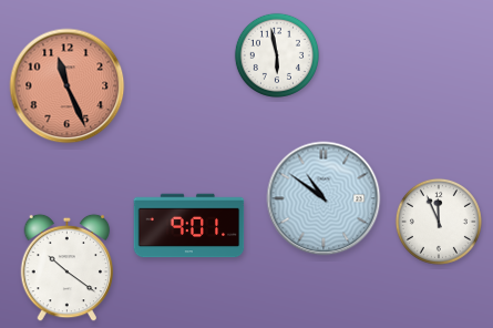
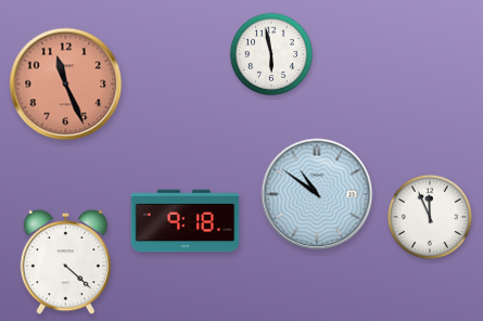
clock at (189, 226): 9:01 -> 9:18
clock at (68, 268): 10:21 -> 4:22
